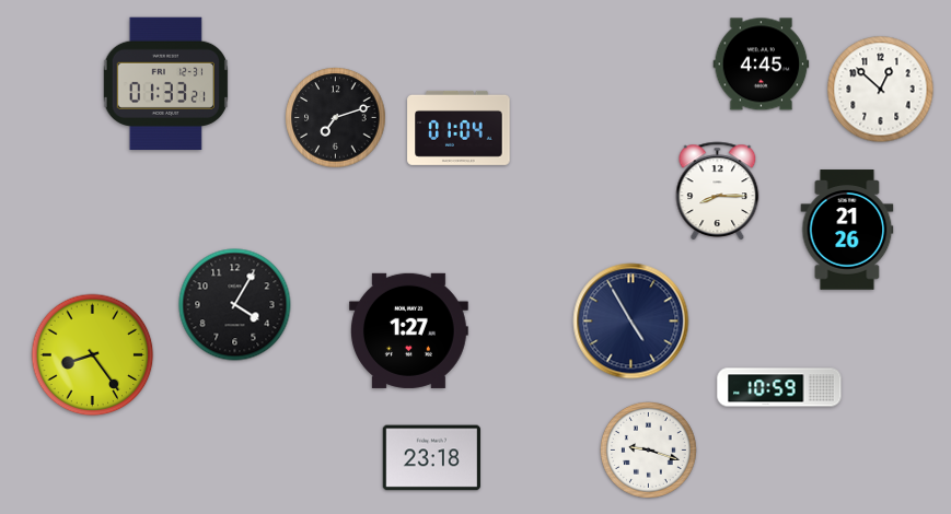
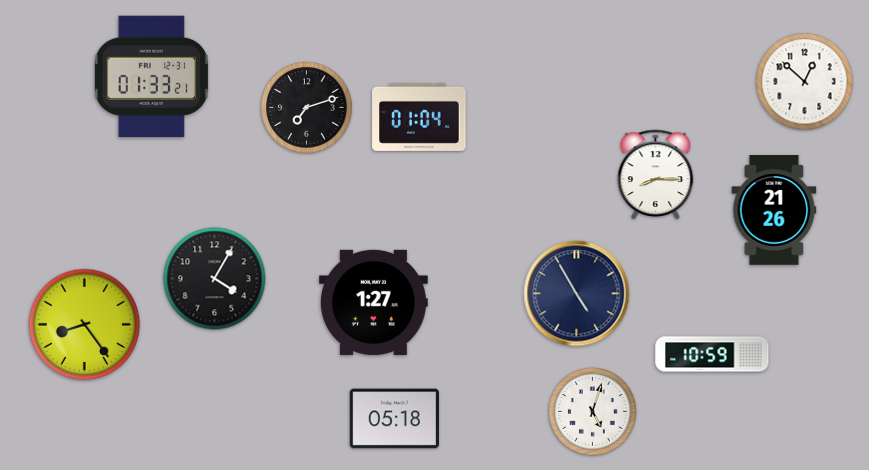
clock at (762, 65): 4:45 -> none
clock at (648, 449): 9:18 -> 5:03
clock at (431, 458): 23:18 -> 05:18
